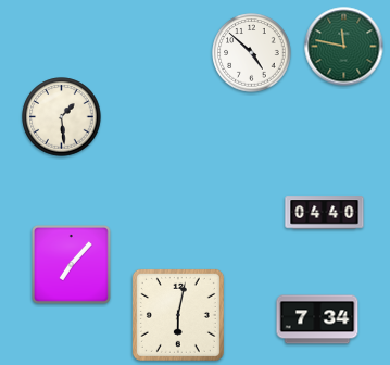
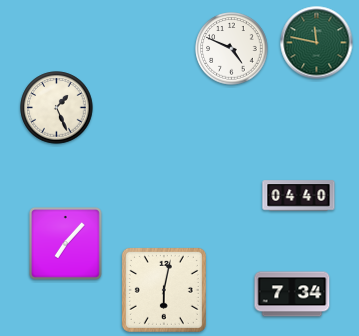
clock at (252, 53): 4:52 -> 4:49
clock at (62, 117): 1:29 -> 1:26
